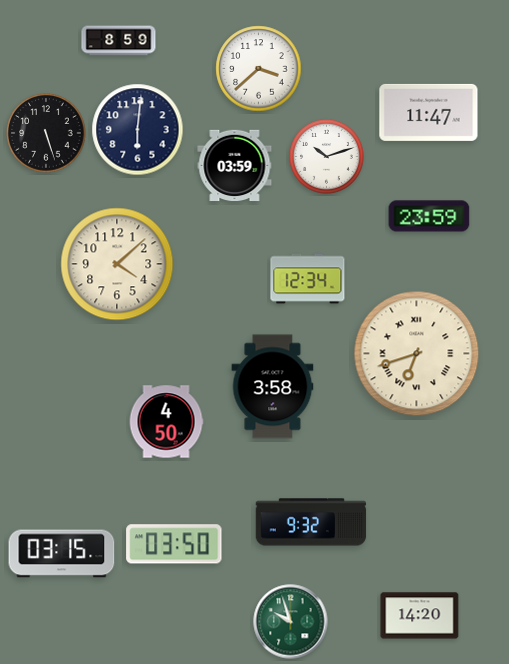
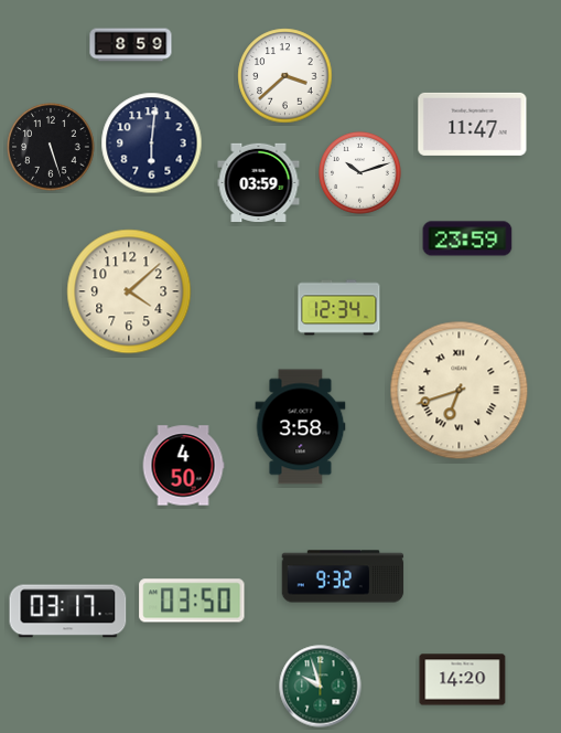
clock at (429, 216) position: (429, 216) -> (467, 238)
clock at (62, 554): 03:15 -> 03:17
